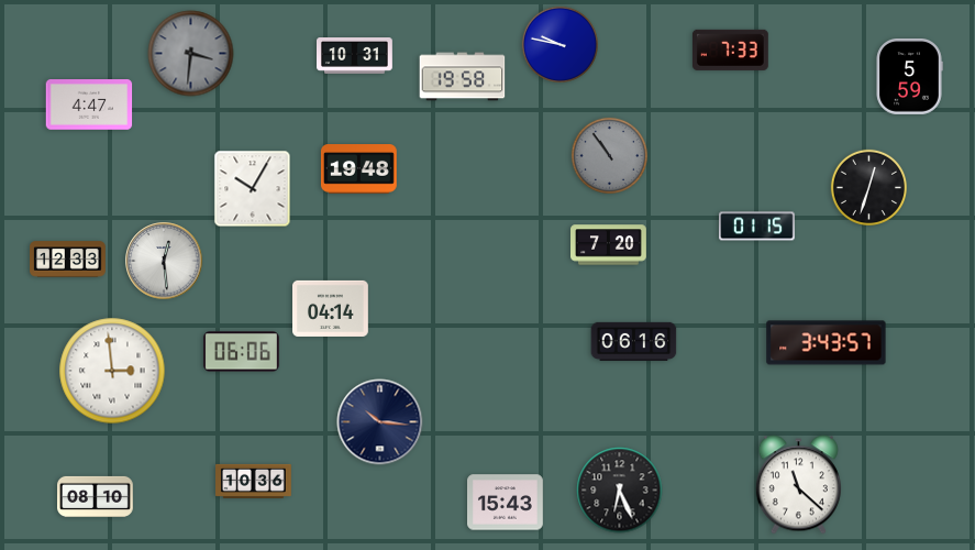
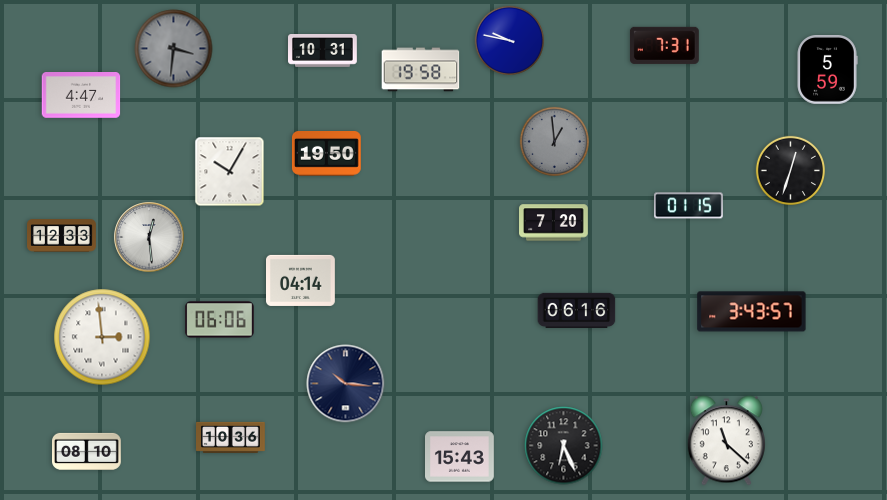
clock at (730, 50): 7:33 -> 7:31
clock at (609, 155): 10:54 -> 12:59
clock at (358, 169): 19:48 -> 19:50
